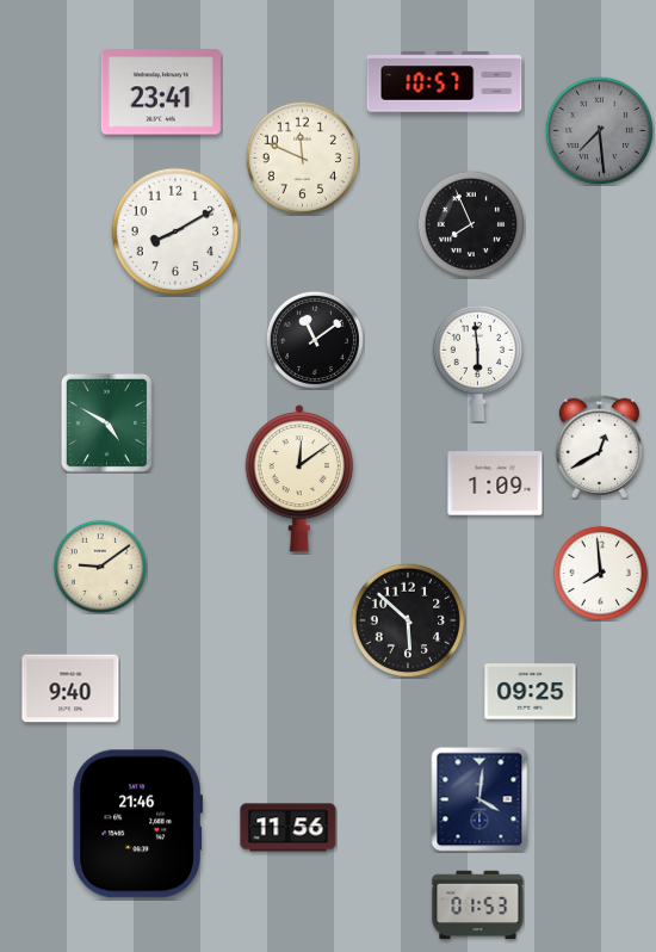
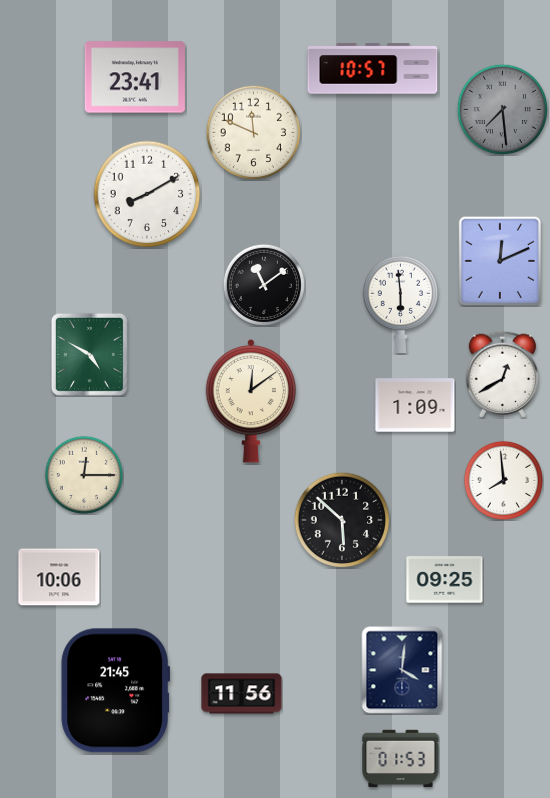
clock at (470, 223): 7:56 -> none
clock at (500, 261): none -> 12:11
clock at (100, 567): 9:09 -> 12:15
clock at (70, 688): 9:40 -> 10:06
clock at (138, 824): 21:46 -> 21:45
